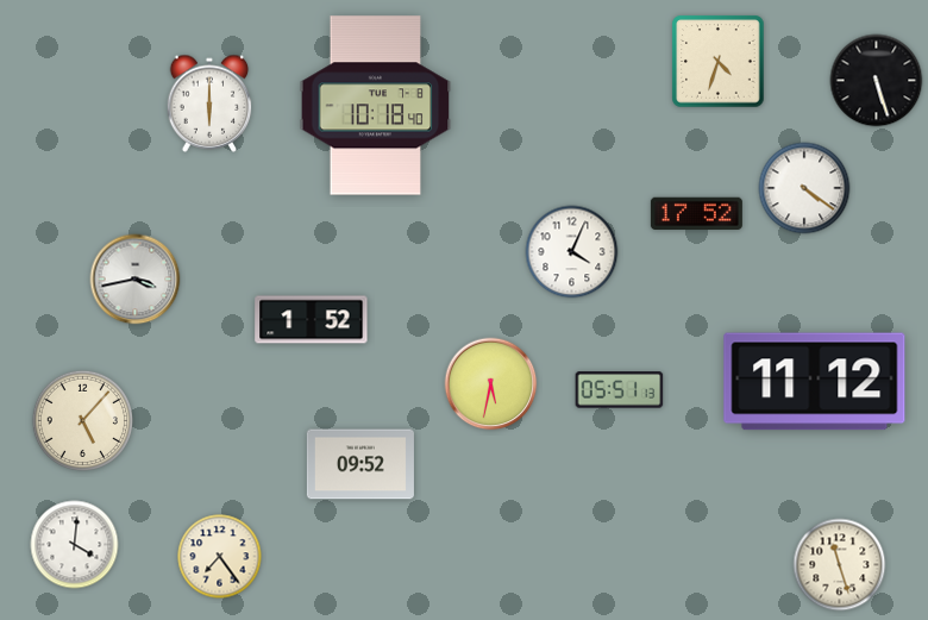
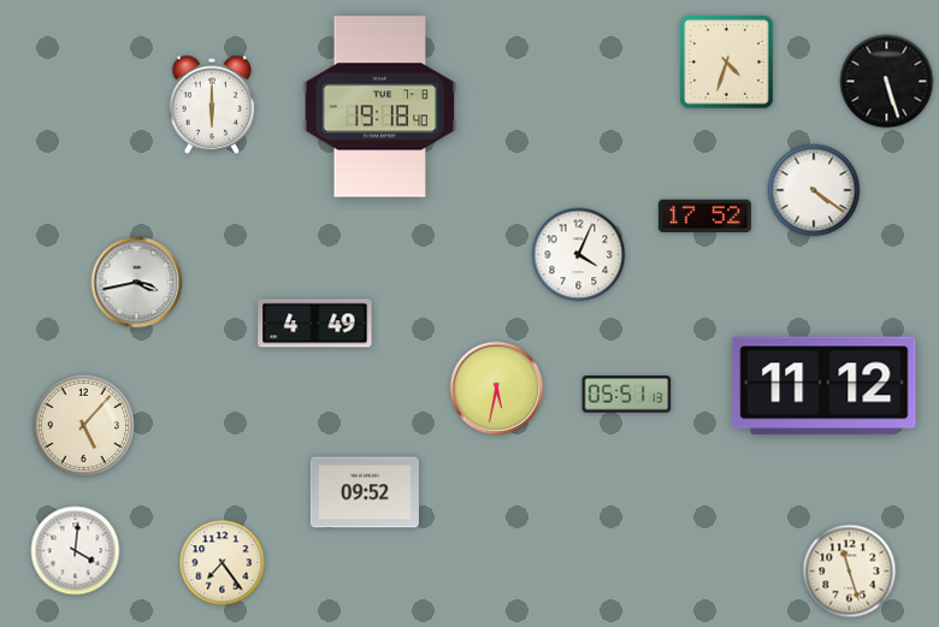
clock at (376, 106): 10:18 -> 19:18
clock at (312, 320): 1:52 -> 4:49
clock at (360, 464) position: (360, 464) -> (365, 492)
